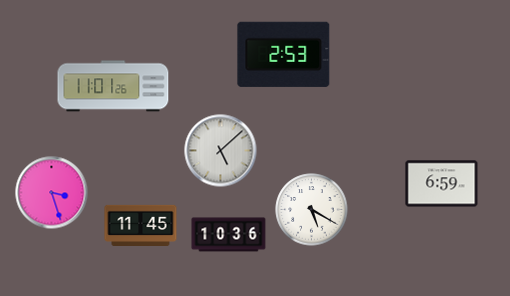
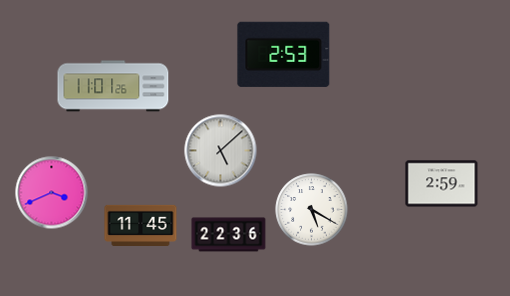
clock at (442, 184): 6:59 -> 2:59
clock at (52, 193): 3:27 -> 3:41
clock at (229, 235): 10:36 -> 22:36
